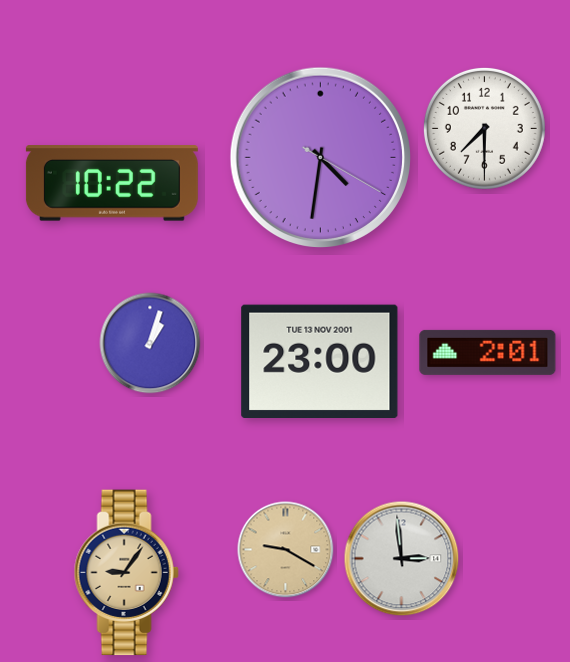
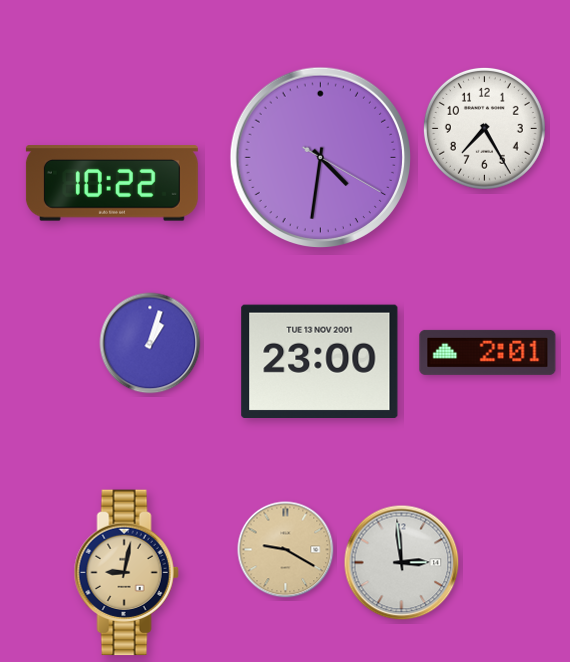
clock at (484, 128): 7:30 -> 7:25
clock at (402, 559) position: (402, 559) -> (402, 563)
clock at (126, 573): 9:06 -> 9:02
